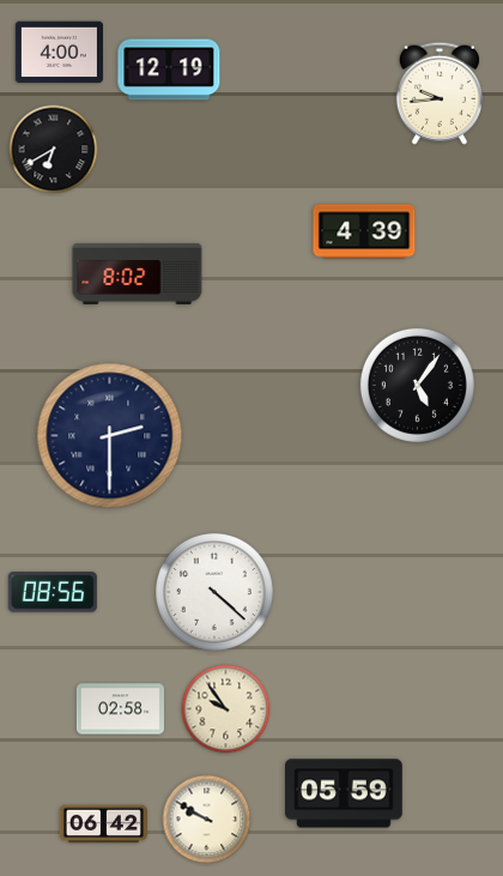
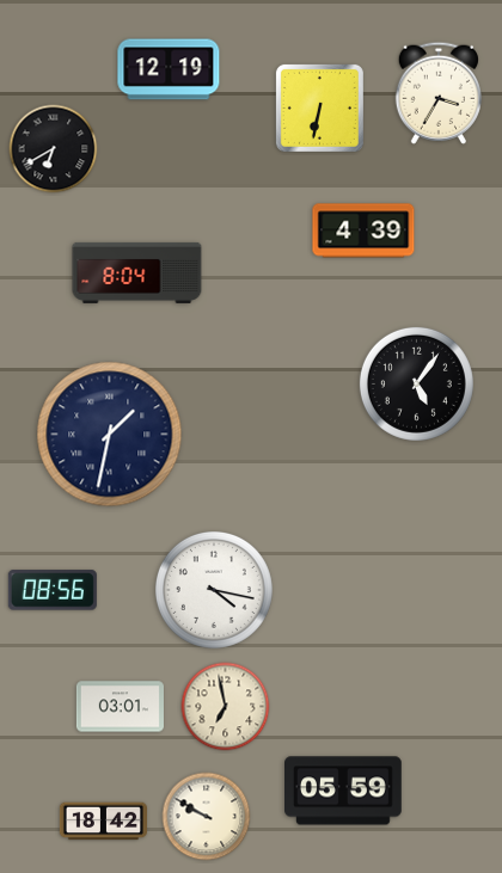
clock at (59, 53): 4:00 -> none
clock at (440, 93): 9:44 -> 3:35
clock at (319, 107): none -> 6:32
clock at (138, 273): 8:02 -> 8:04
clock at (110, 436): 2:30 -> 1:32
clock at (214, 592): 4:22 -> 4:17
clock at (120, 709): 02:58 -> 03:01
clock at (226, 709): 9:54 -> 6:58
clock at (103, 824): 06:42 -> 18:42
